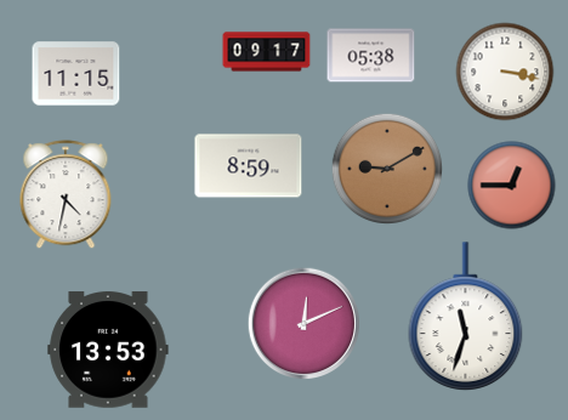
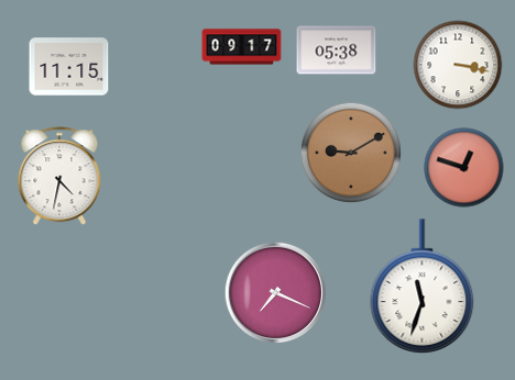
clock at (249, 166): 8:59 -> none
clock at (512, 186): 12:45 -> 12:48
clock at (303, 323): 12:11 -> 7:19
clock at (108, 350): 13:53 -> none
